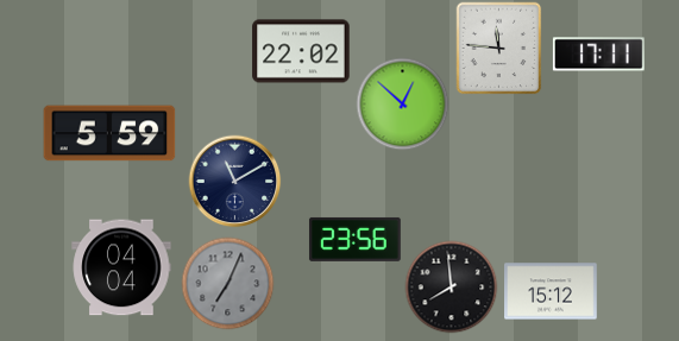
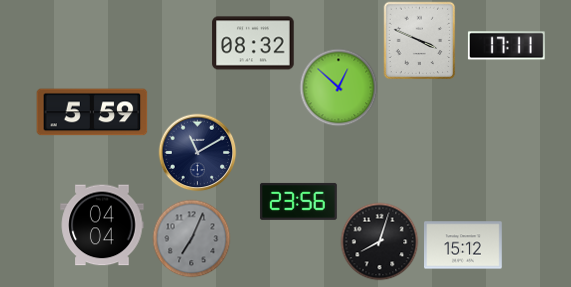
clock at (499, 48): 11:46 -> 3:49
clock at (301, 51): 22:02 -> 08:32
clock at (598, 55) position: (598, 55) -> (506, 46)
clock at (451, 286): 7:59 -> 8:03
